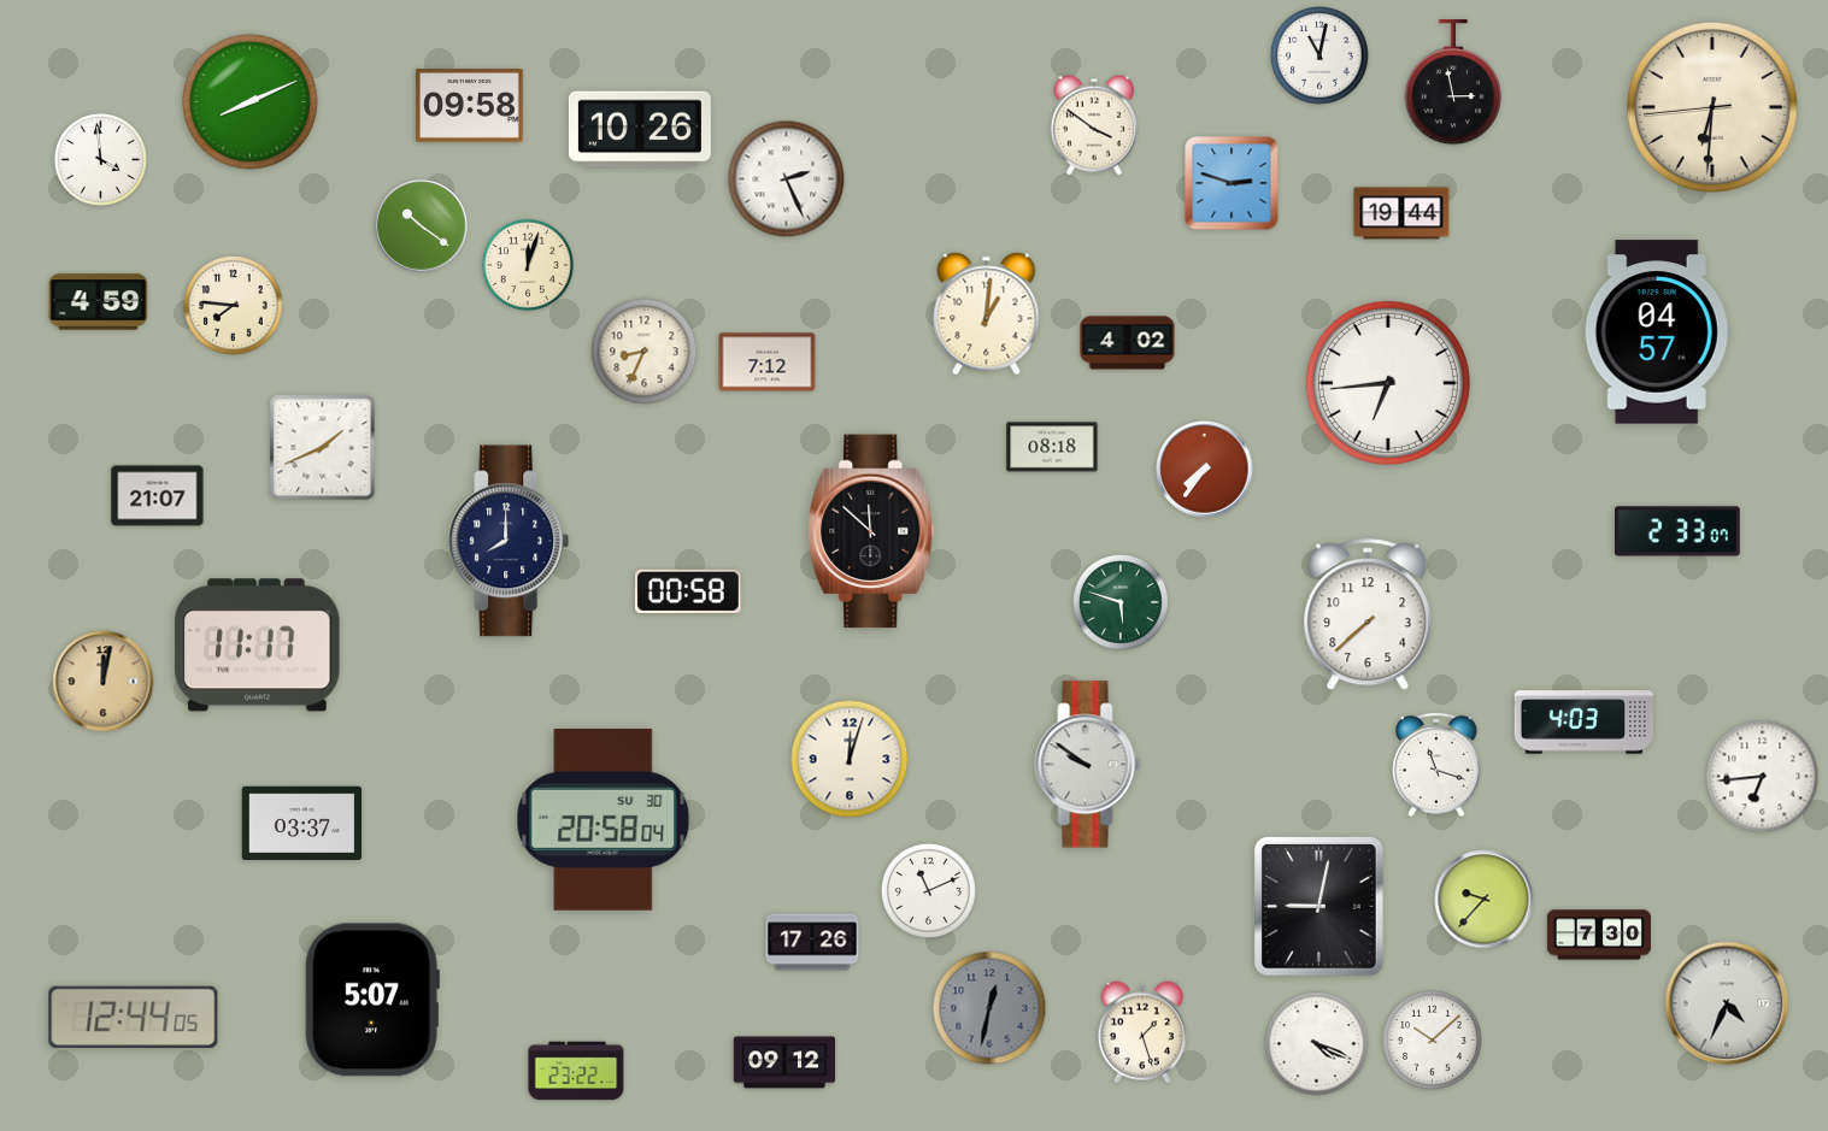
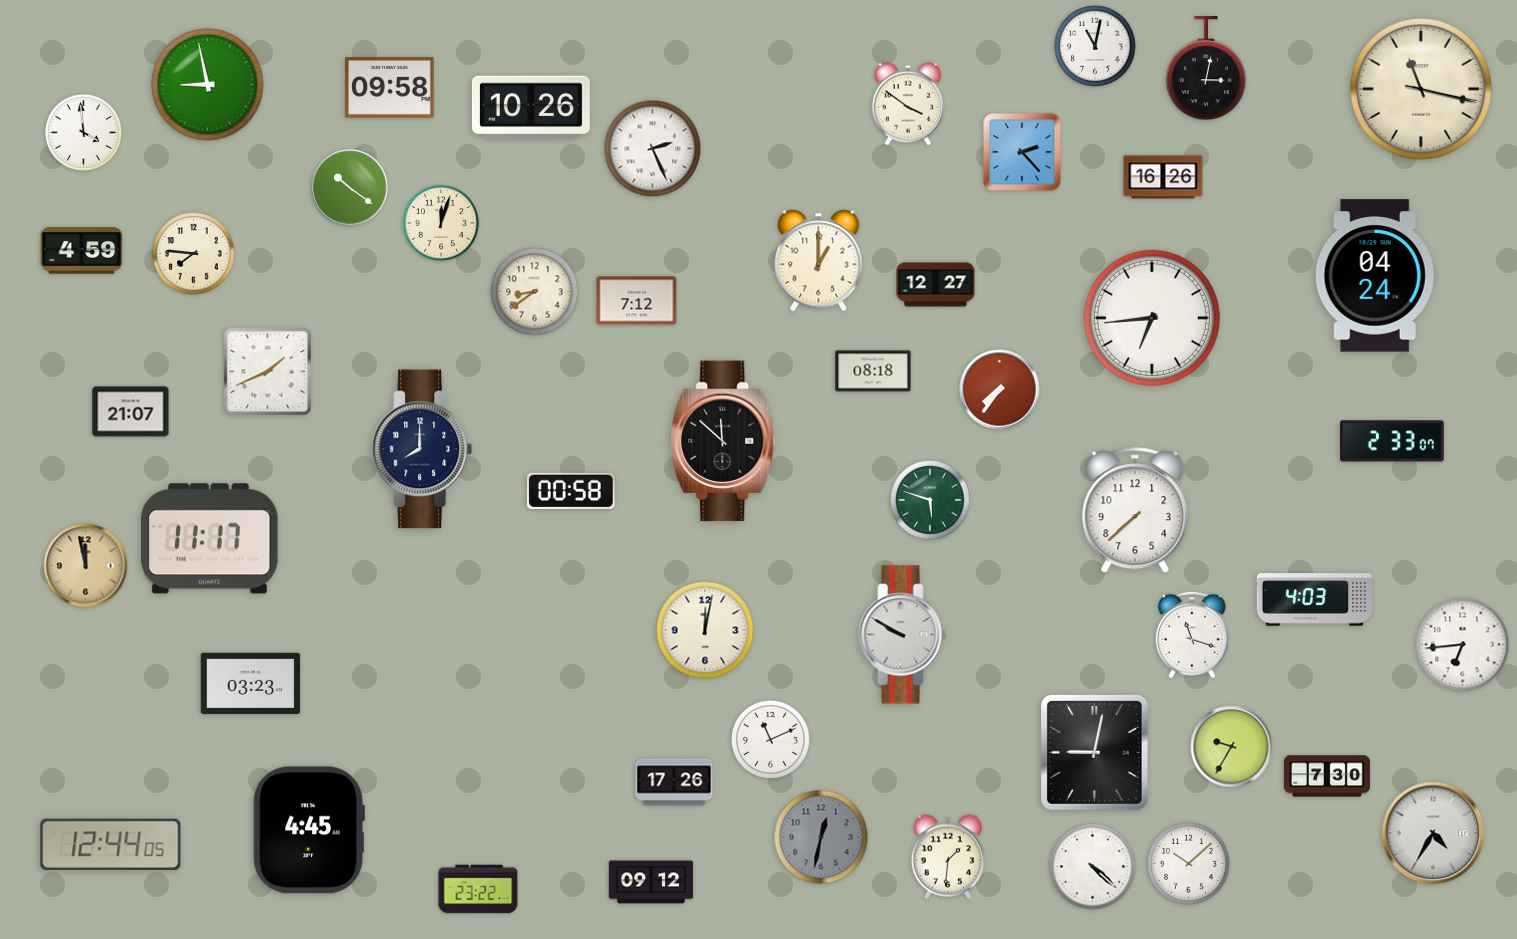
clock at (1453, 83): 2:58 -> 3:02
clock at (251, 102): 8:11 -> 8:58
clock at (1712, 107): 6:30 -> 11:17
clock at (1232, 183): 2:48 -> 2:23
clock at (1401, 213): 19:44 -> 16:26
clock at (528, 265) position: (528, 265) -> (441, 223)
clock at (987, 314): 1:01 -> 1:00
clock at (1657, 332): 04:57 -> 04:24
clock at (1128, 343): 4:02 -> 12:27
clock at (645, 352): 8:34 -> 8:39
clock at (258, 646) position: (258, 646) -> (210, 539)
clock at (104, 682): 12:02 -> 11:58
clock at (850, 759): 12:03 -> 12:02
clock at (1088, 765): 9:51 -> 9:50
clock at (604, 819): 20:58 -> none
clock at (302, 823): 03:37 -> 03:23
clock at (1485, 900): 9:37 -> 9:35
clock at (372, 1000): 5:07 -> 4:45
clock at (1727, 1003): 4:34 -> 4:35
clock at (1141, 1032): 1:27 -> 1:31
clock at (1317, 1044): 4:19 -> 4:22
